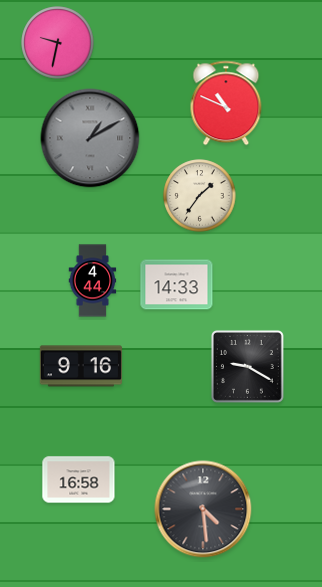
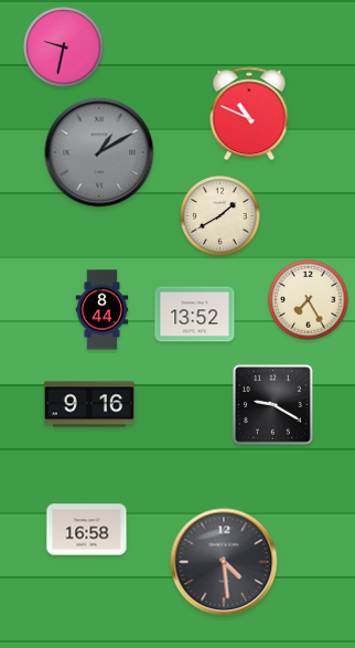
clock at (200, 196): 1:36 -> 1:40
clock at (309, 300): none -> 7:25
clock at (93, 281): 4:44 -> 8:44
clock at (177, 285): 14:33 -> 13:52
